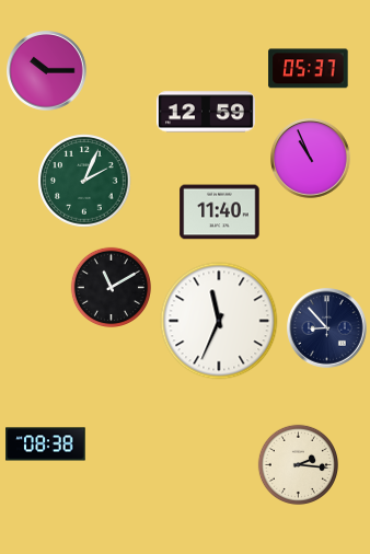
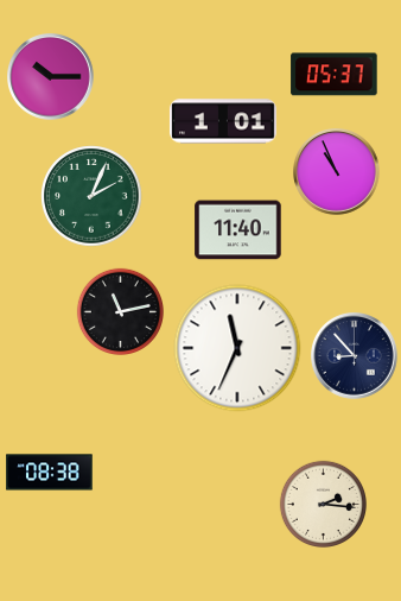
clock at (206, 112): 12:59 -> 1:01
clock at (111, 287): 11:10 -> 11:13
clock at (46, 445) position: (46, 445) -> (50, 473)
